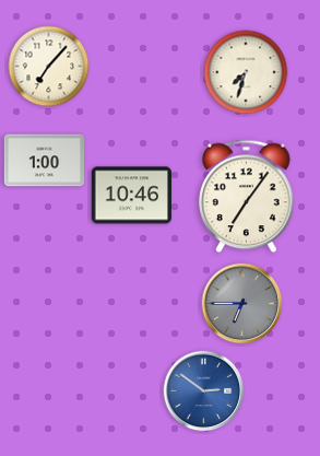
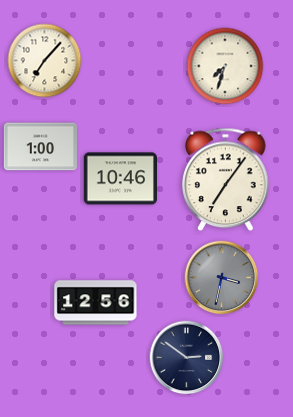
clock at (242, 304): 6:45 -> 3:32
clock at (96, 303): none -> 12:56
clock at (204, 391) dial: blue -> navy
